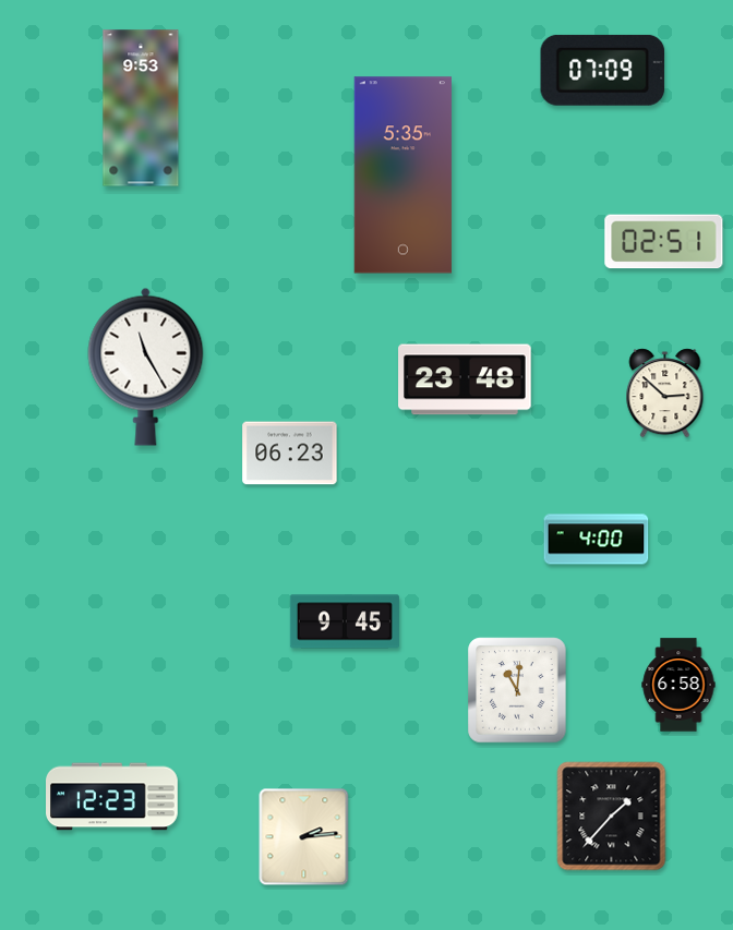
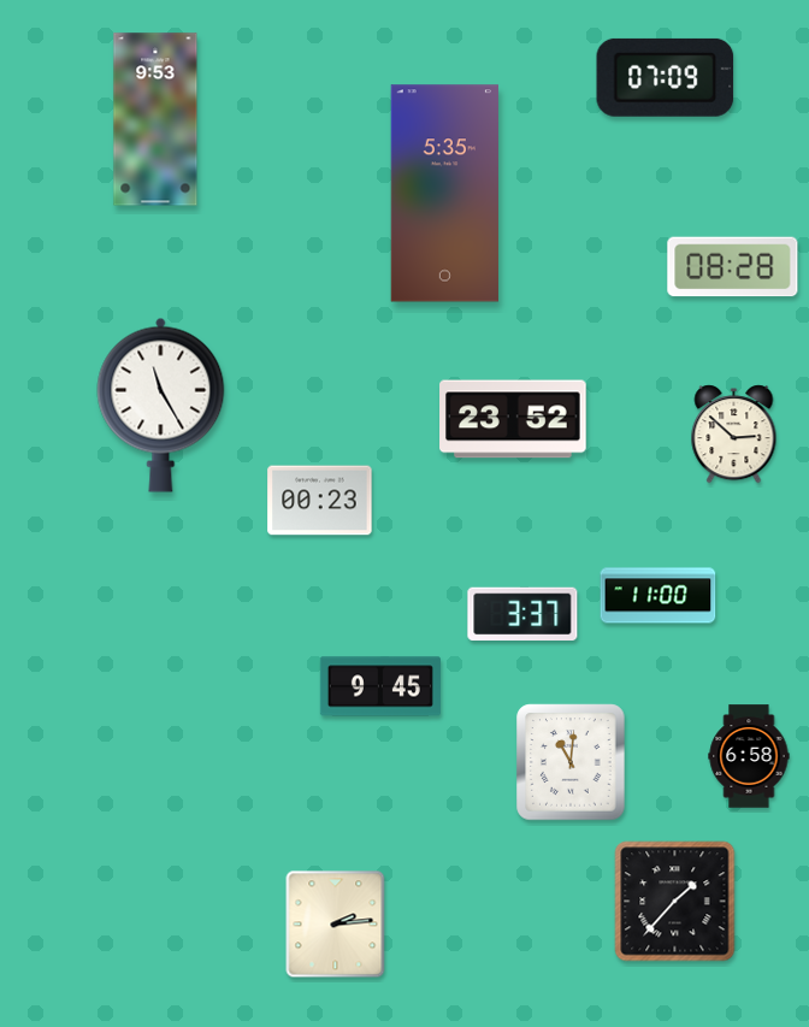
clock at (664, 242): 02:51 -> 08:28
clock at (465, 379): 23:48 -> 23:52
clock at (290, 454): 06:23 -> 00:23
clock at (597, 540): 4:00 -> 11:00
clock at (522, 613): none -> 3:37
clock at (112, 797): 12:23 -> none
